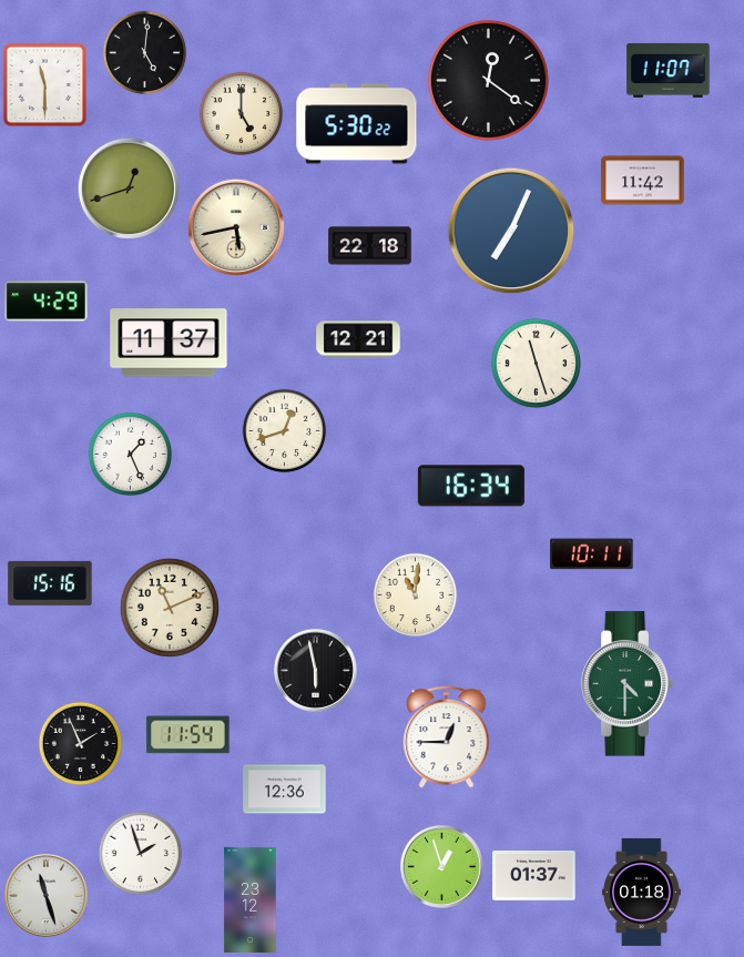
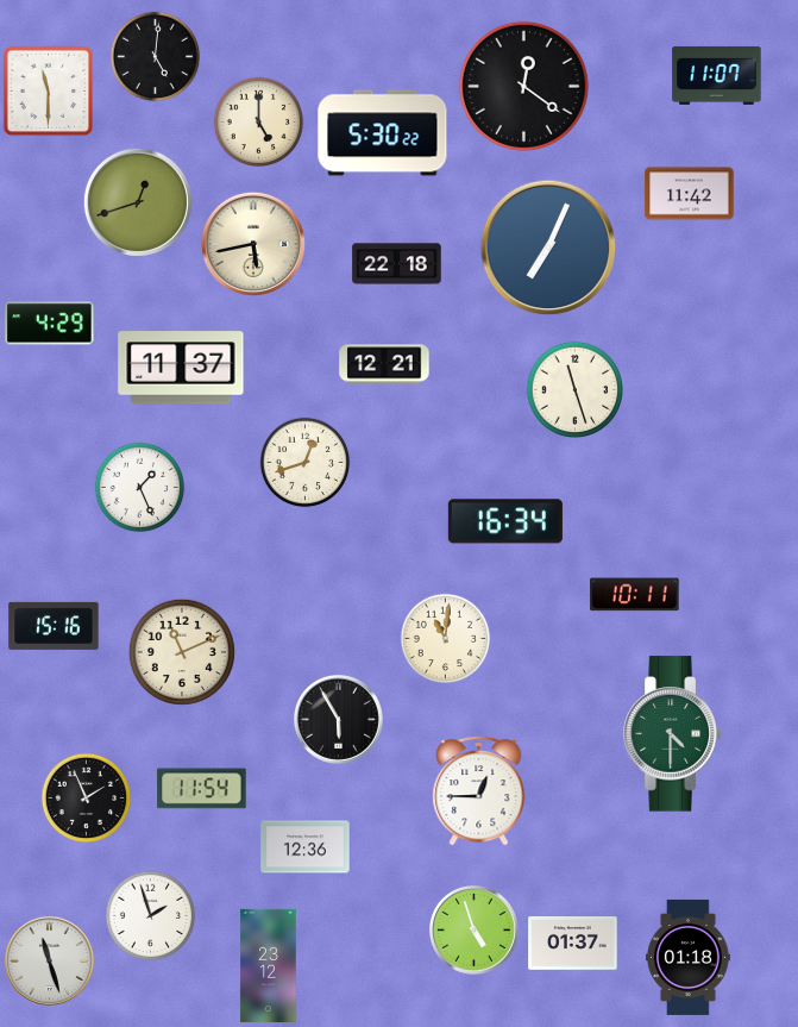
clock at (315, 670): 5:58 -> 5:55
clock at (441, 866): 12:57 -> 4:57
clock at (534, 876) position: (534, 876) -> (573, 944)
